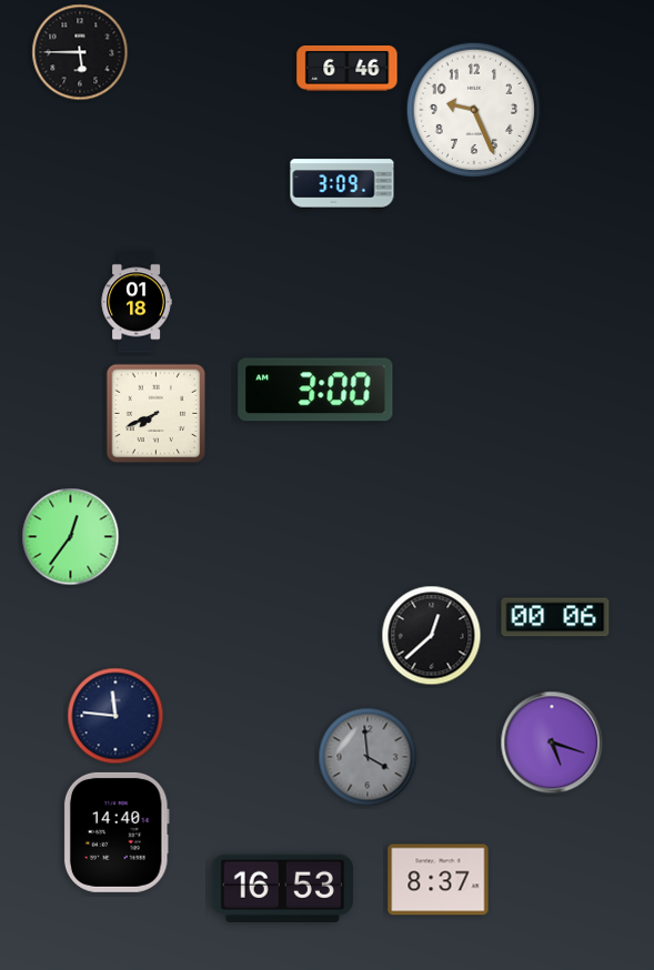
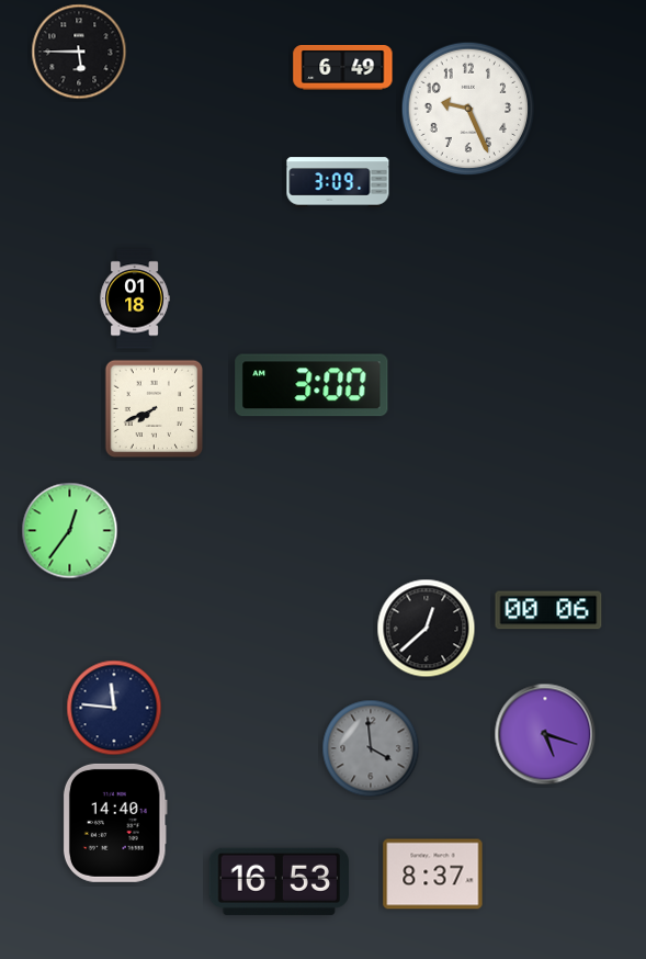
clock at (348, 69): 6:46 -> 6:49
clock at (368, 757) position: (368, 757) -> (371, 748)
clock at (439, 880) position: (439, 880) -> (433, 875)
clock at (282, 888) position: (282, 888) -> (279, 881)
